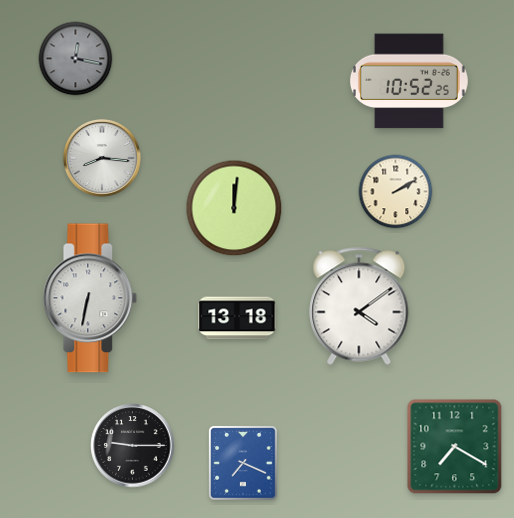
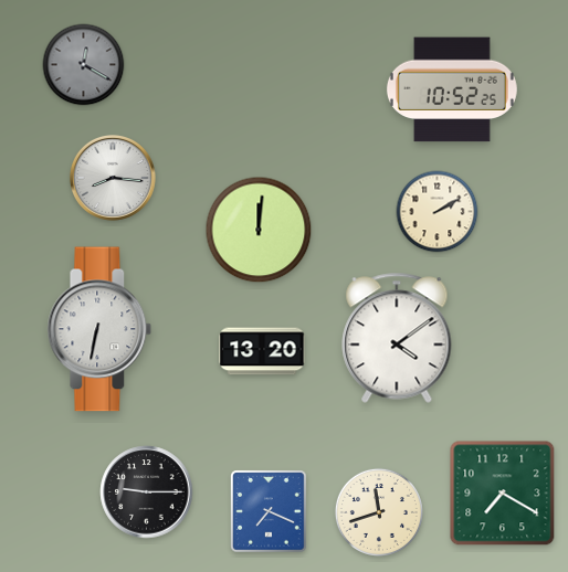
clock at (76, 59): 12:17 -> 12:20
clock at (102, 158) position: (102, 158) -> (113, 178)
clock at (237, 318): 13:18 -> 13:20
clock at (379, 512): none -> 11:42
